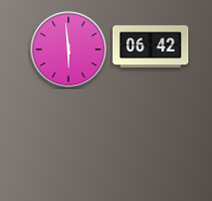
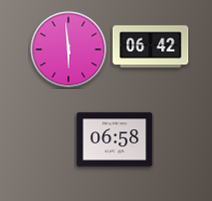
clock at (115, 140): none -> 06:58
